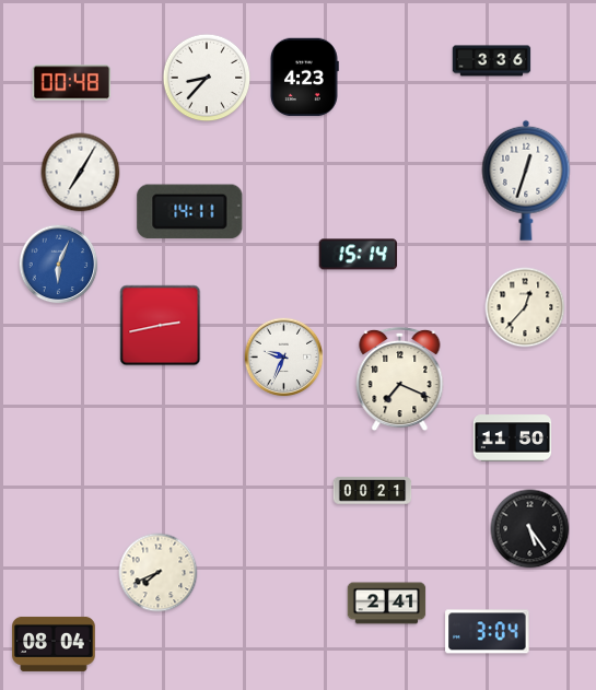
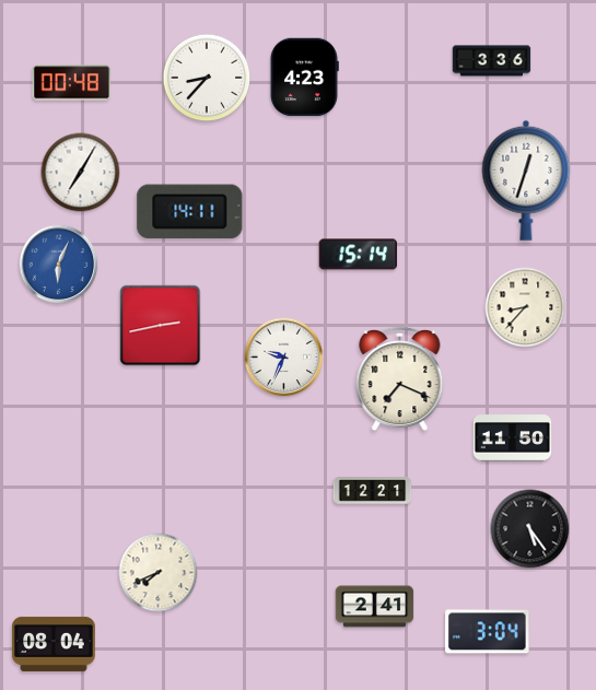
clock at (525, 307): 12:37 -> 8:37
clock at (373, 491): 00:21 -> 12:21
clock at (387, 604) position: (387, 604) -> (375, 607)
